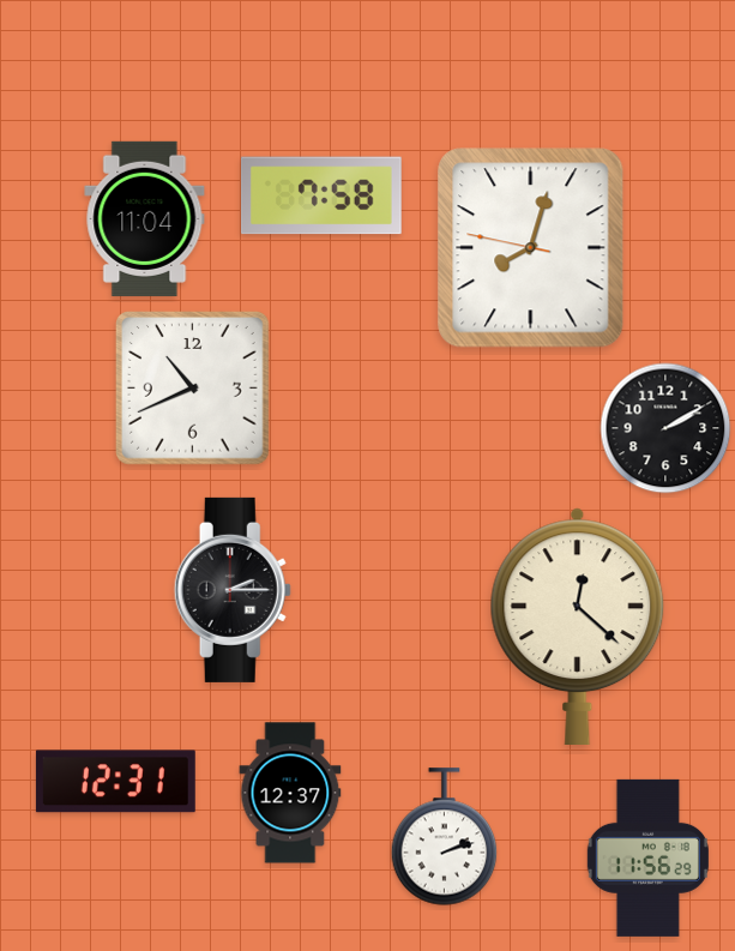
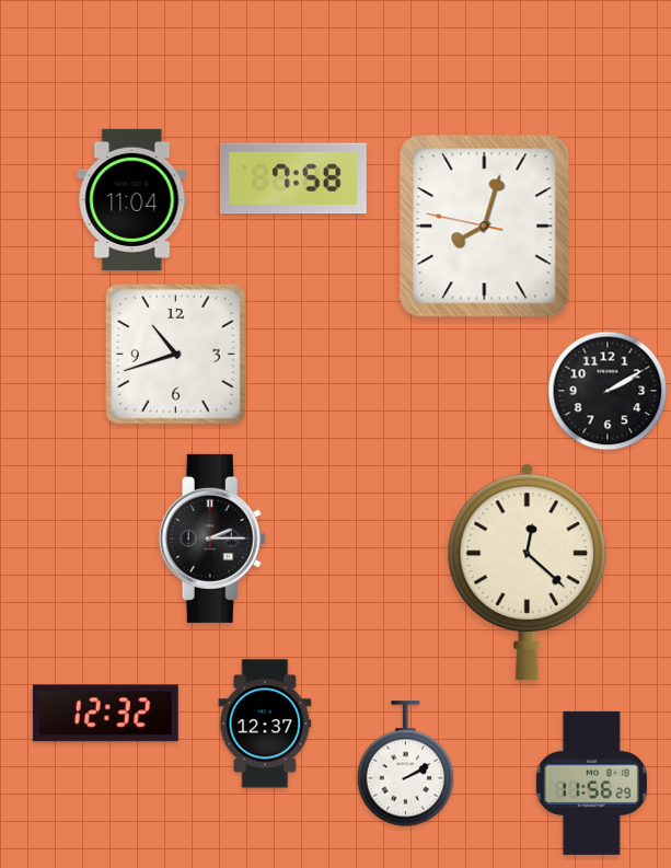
clock at (193, 389): 10:41 -> 10:42
clock at (115, 782): 12:31 -> 12:32
clock at (445, 837): 2:12 -> 2:10
